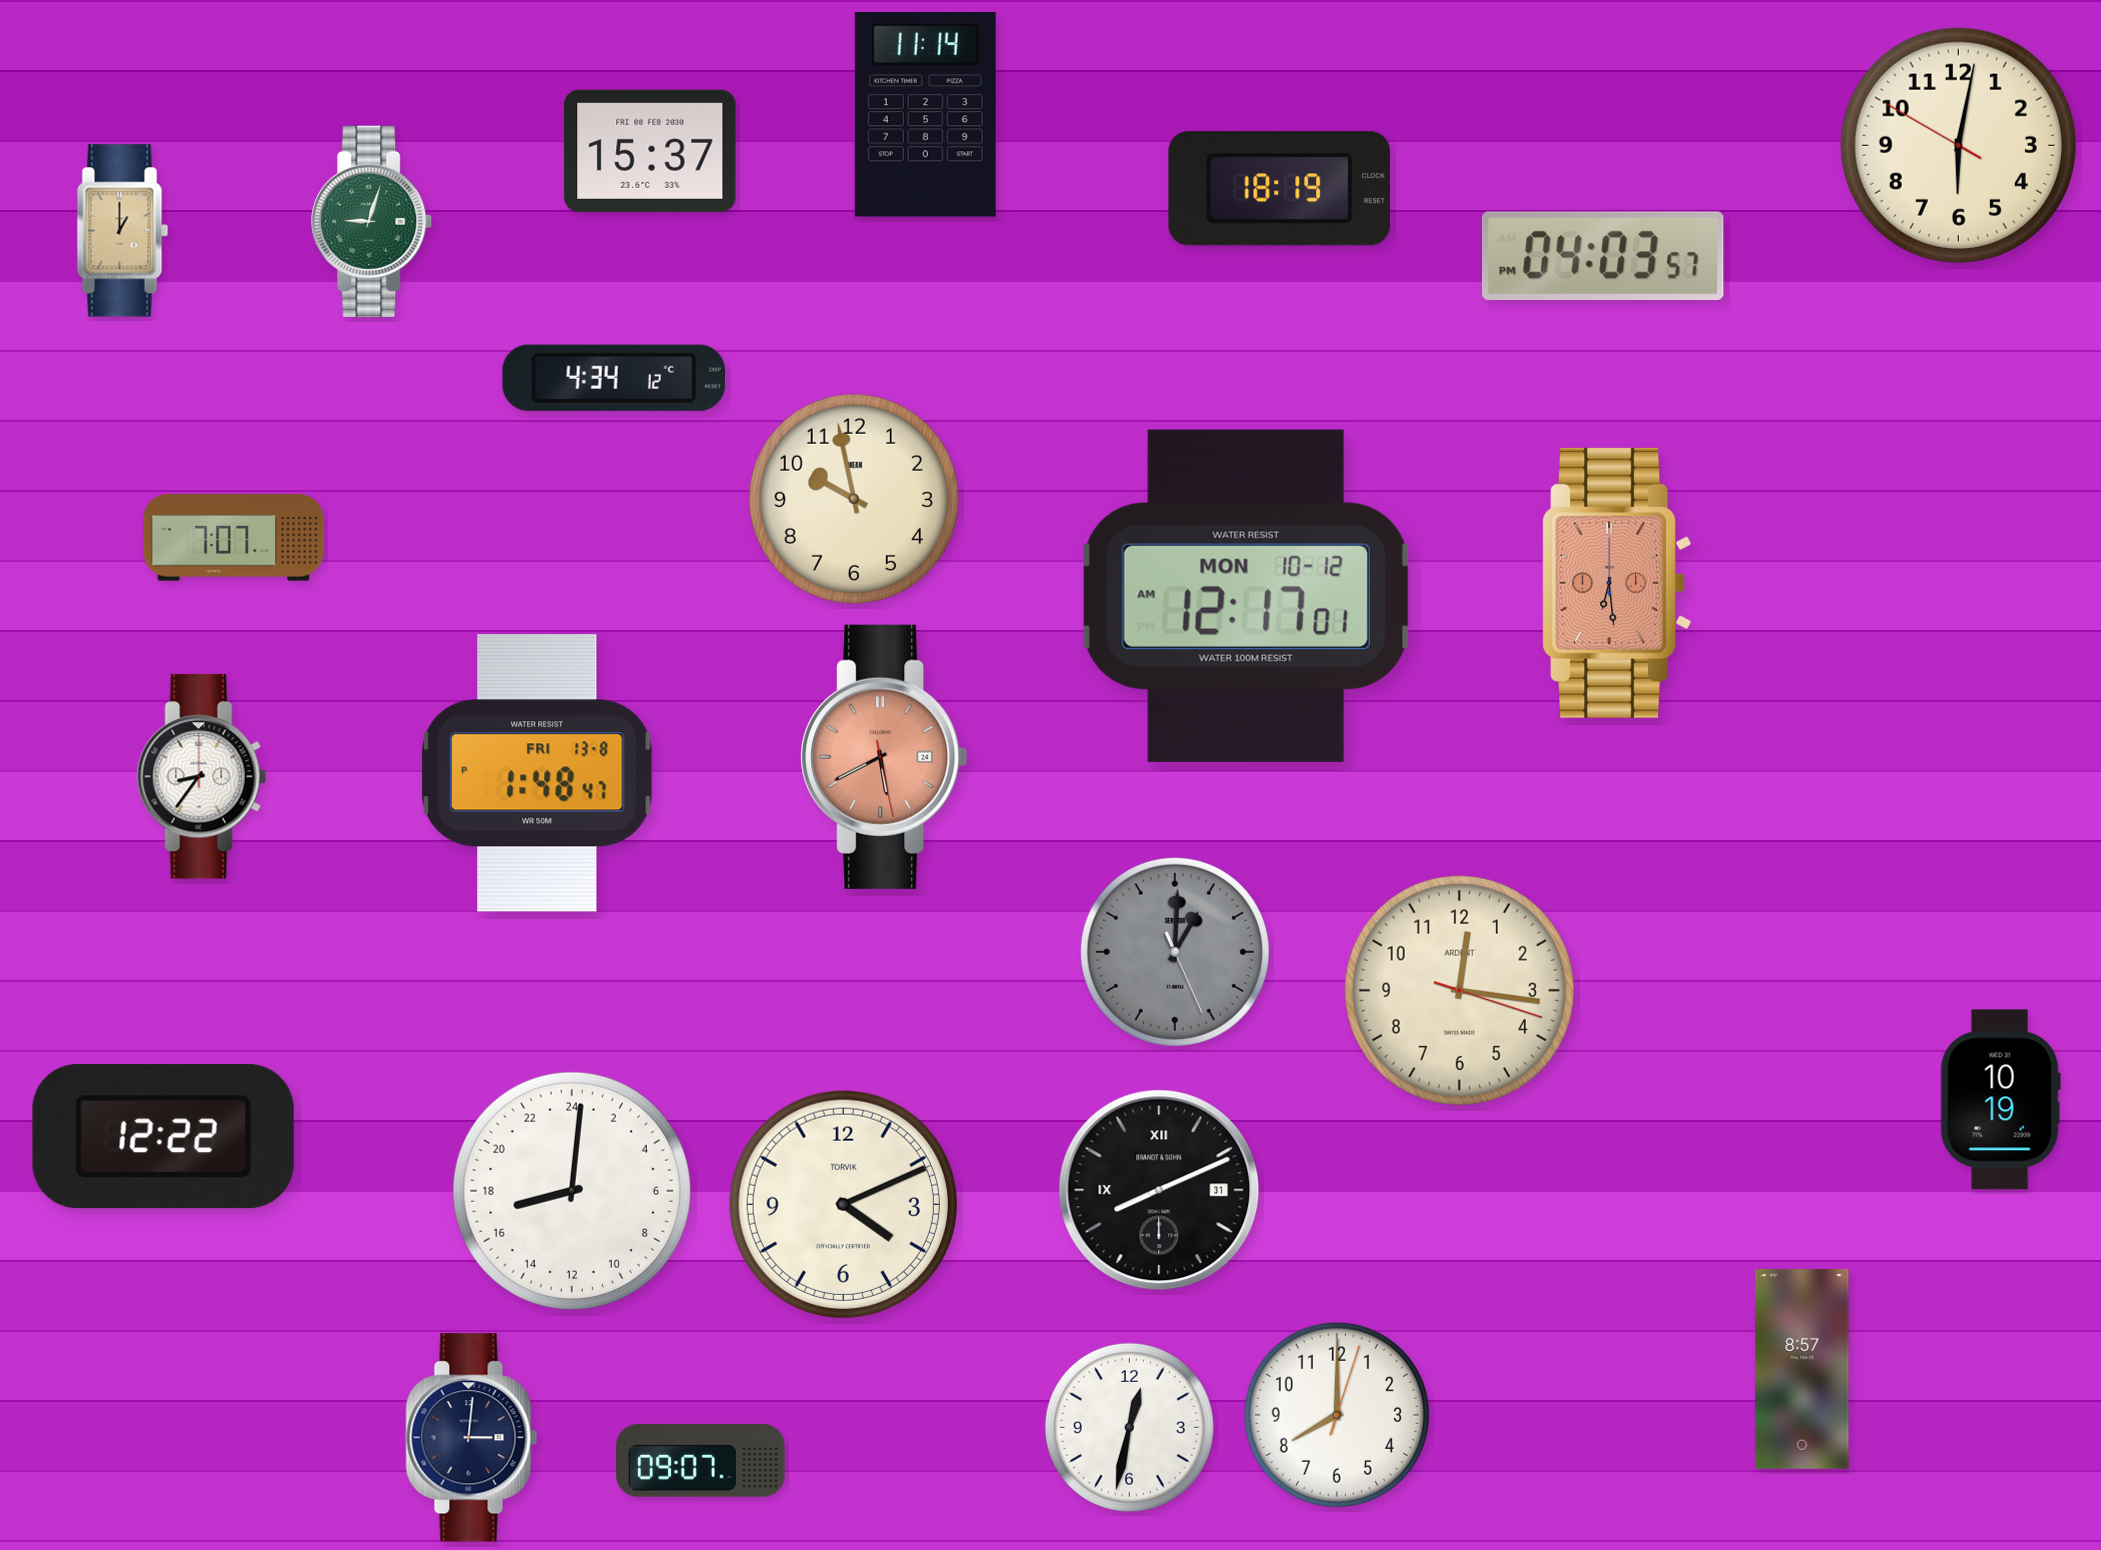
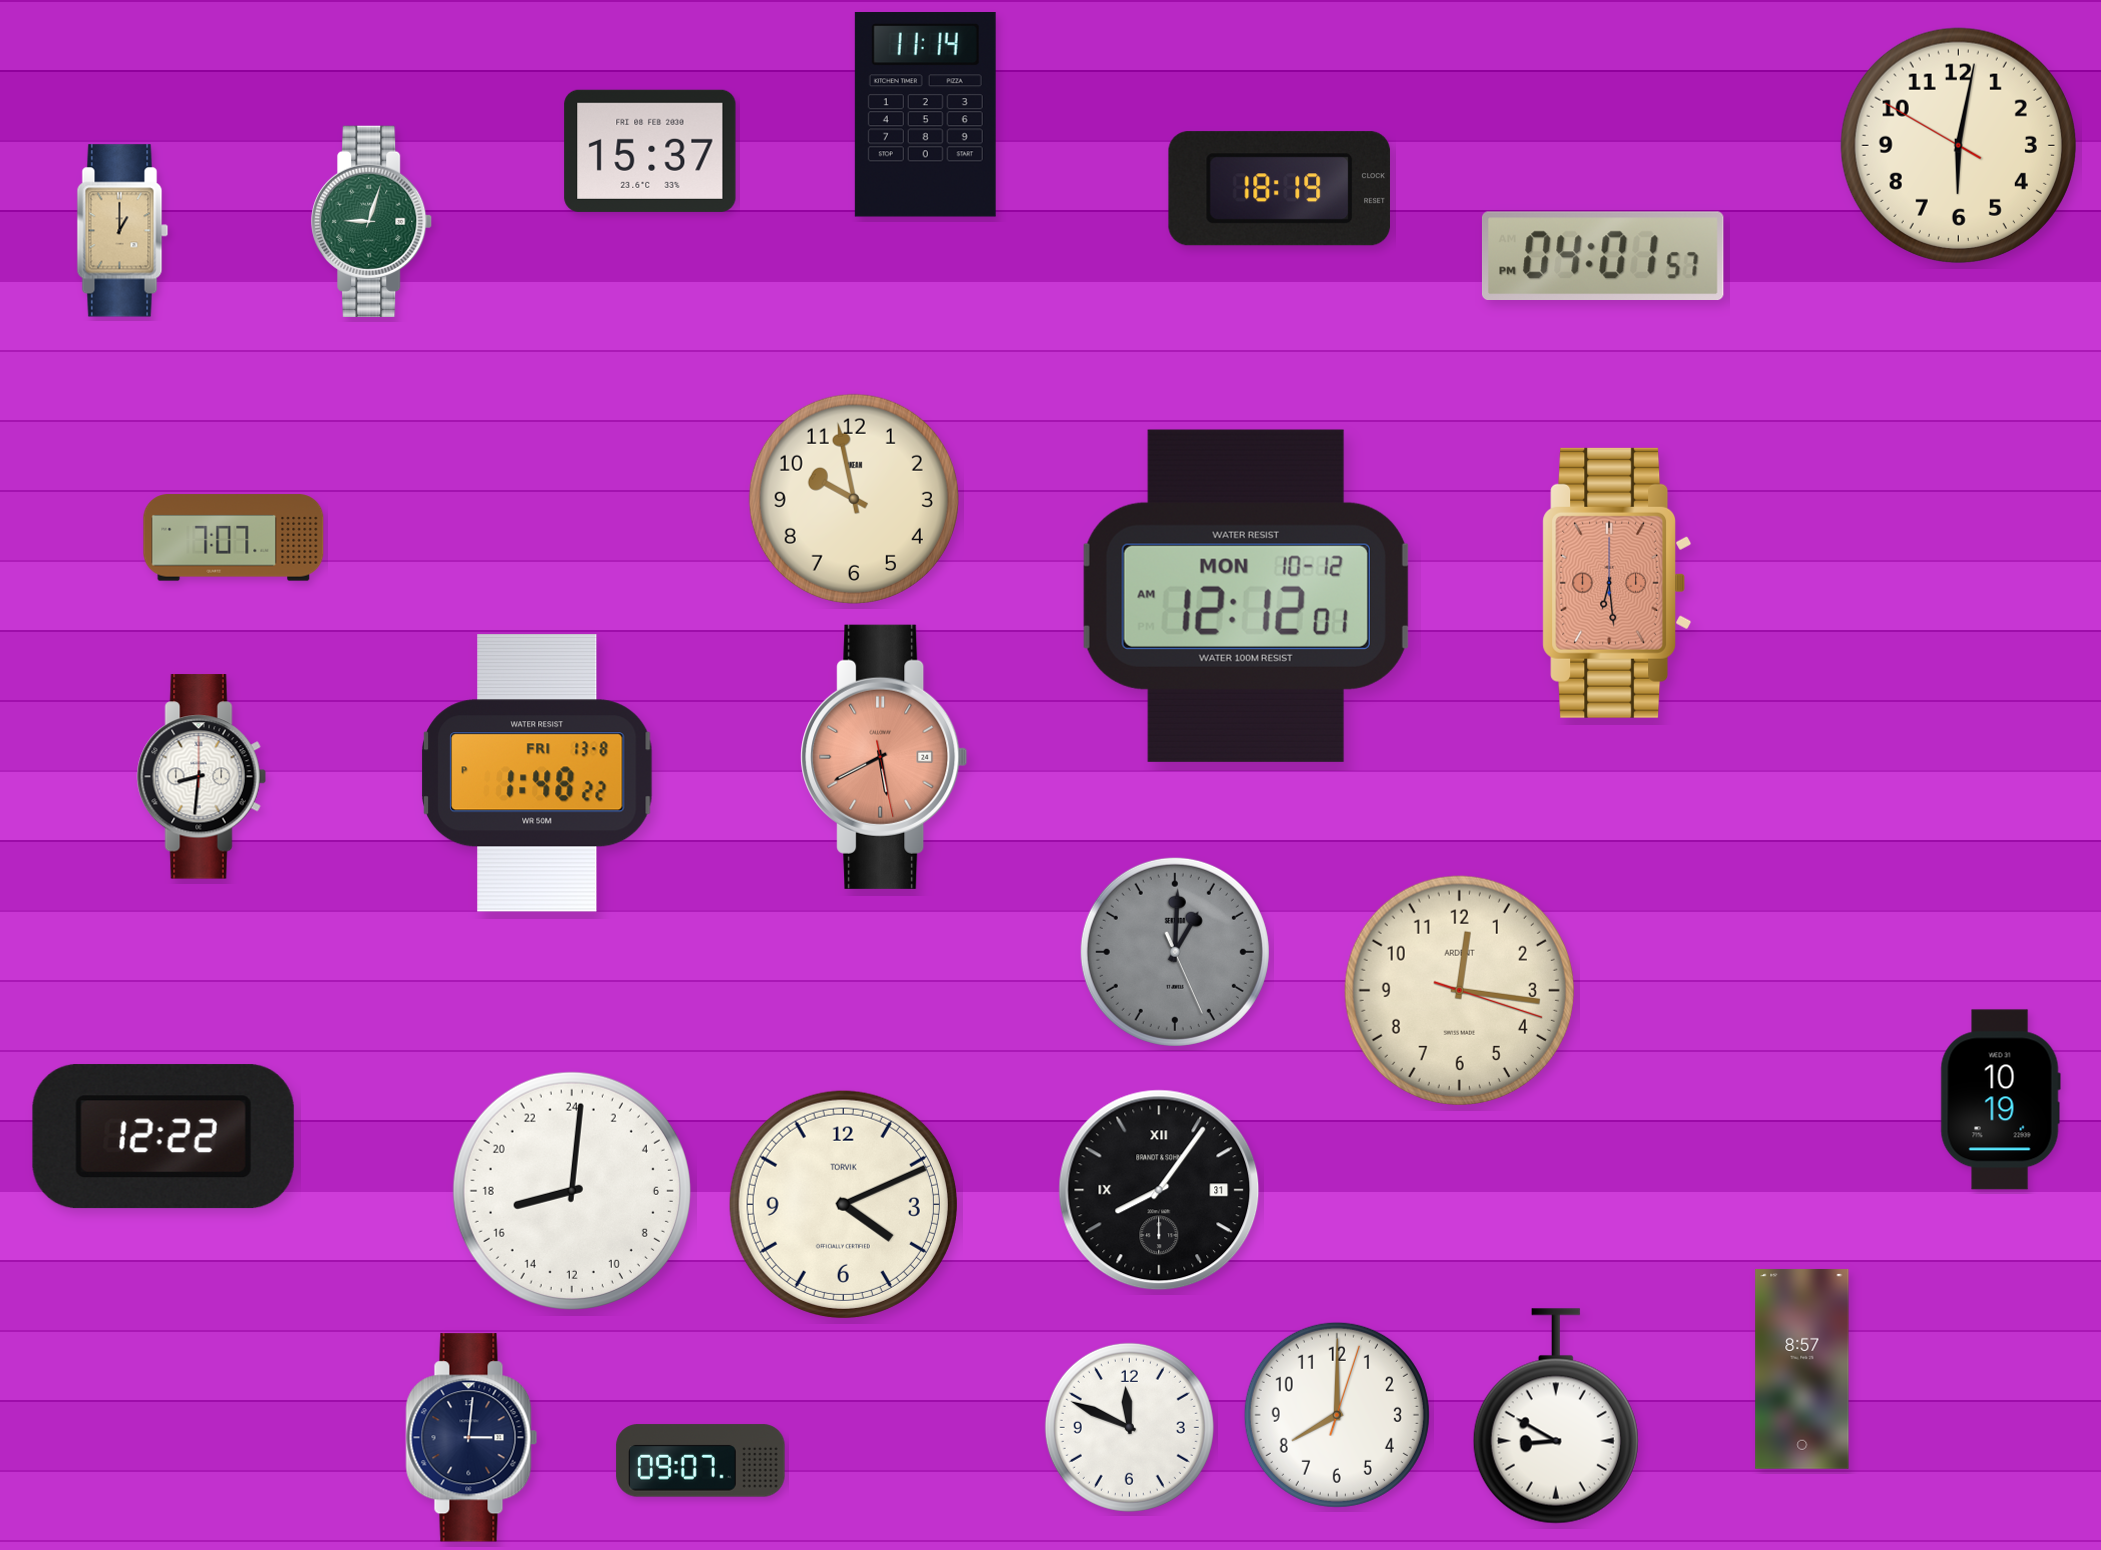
clock at (1603, 255): 04:03 -> 04:01
clock at (614, 378): 4:34 -> none
clock at (1246, 596): 12:17 -> 12:12
clock at (538, 773): 1:48:47 PM -> 1:48:22 PM
clock at (201, 777): 8:36 -> 8:31
clock at (1159, 1190): 8:11 -> 8:06
clock at (1556, 1416): none -> 8:50
clock at (1129, 1427): 12:32 -> 11:49
